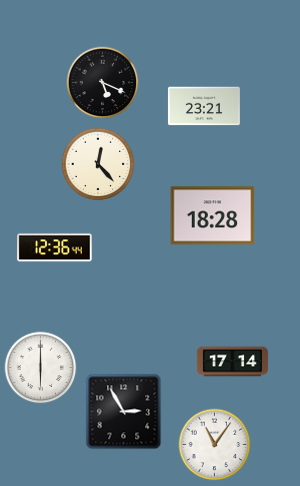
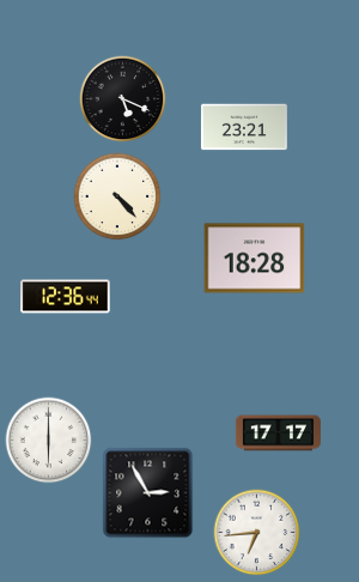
clock at (98, 164): 12:23 -> 4:23
clock at (232, 362): 17:14 -> 17:17
clock at (215, 445): 11:06 -> 6:44
